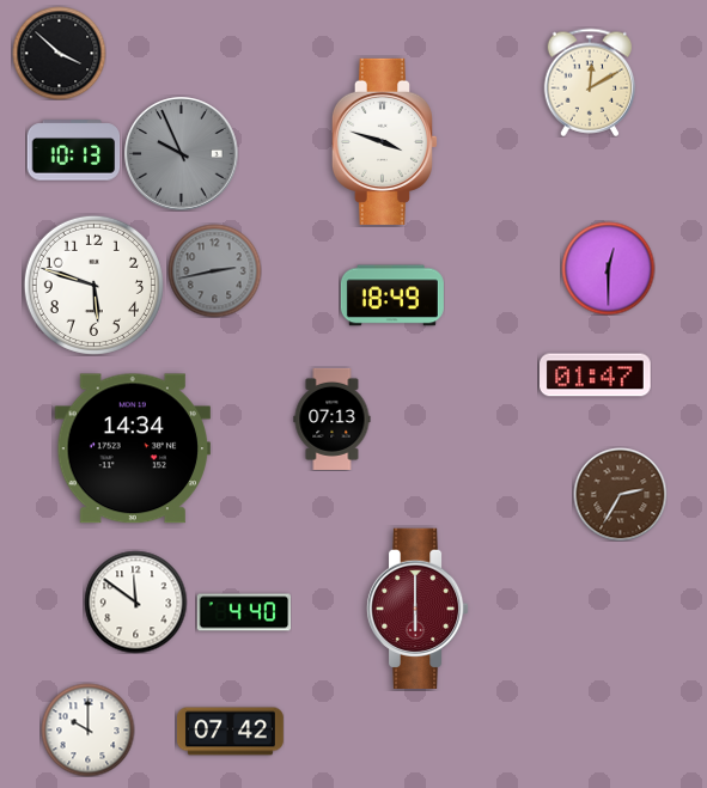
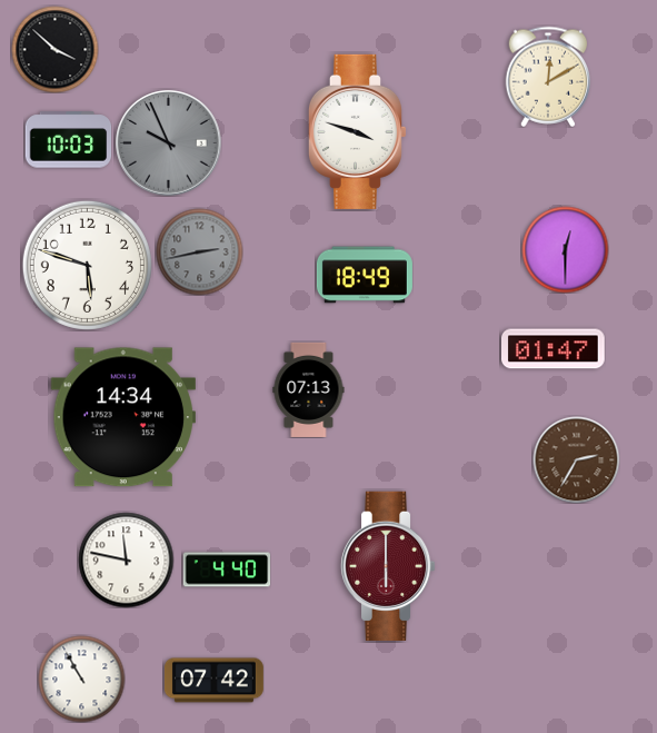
clock at (73, 151): 10:13 -> 10:03
clock at (135, 601): 11:51 -> 11:47
clock at (87, 729): 10:00 -> 10:55
